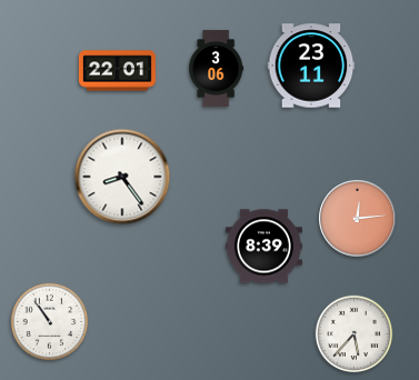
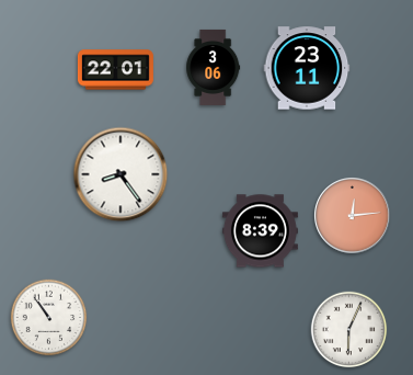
clock at (311, 66) position: (311, 66) -> (307, 68)
clock at (263, 247) position: (263, 247) -> (260, 231)
clock at (355, 334): 5:37 -> 6:04
